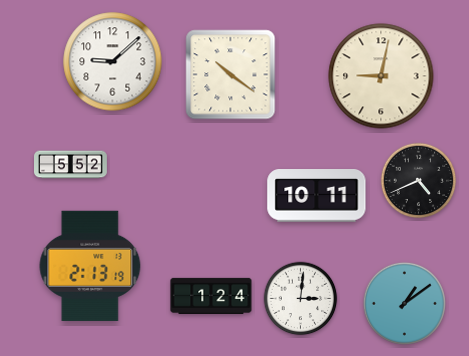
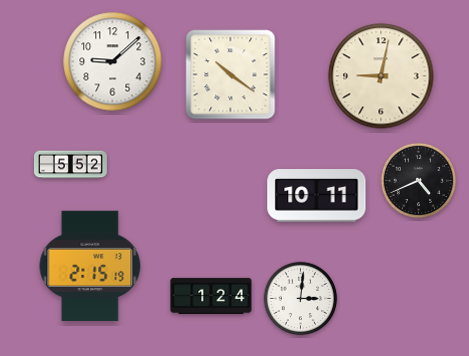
clock at (90, 266): 2:13 -> 2:15
clock at (404, 303): 1:09 -> none
